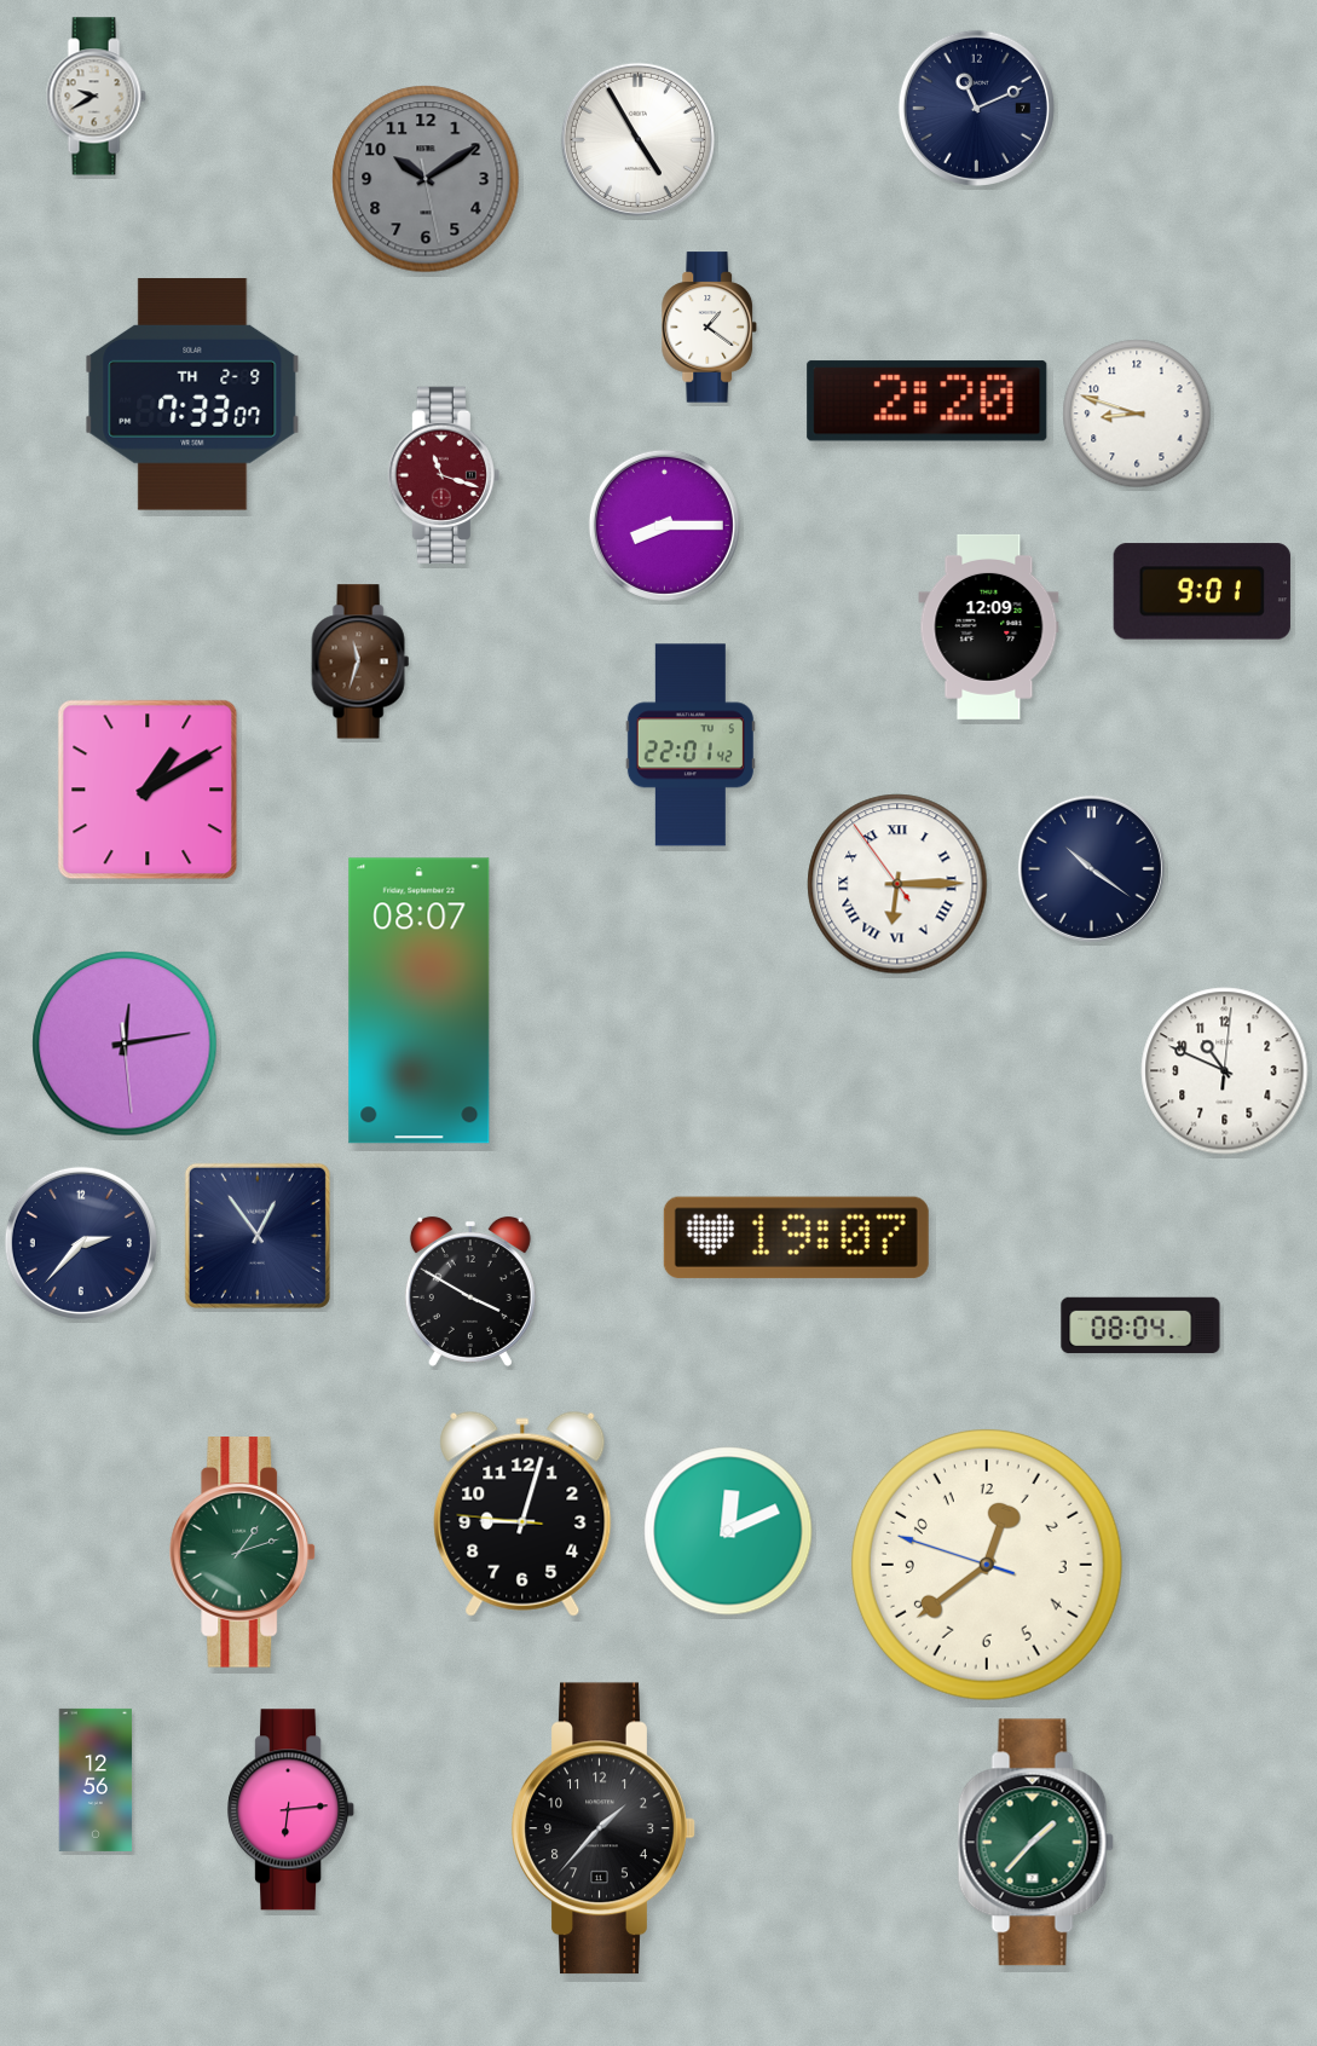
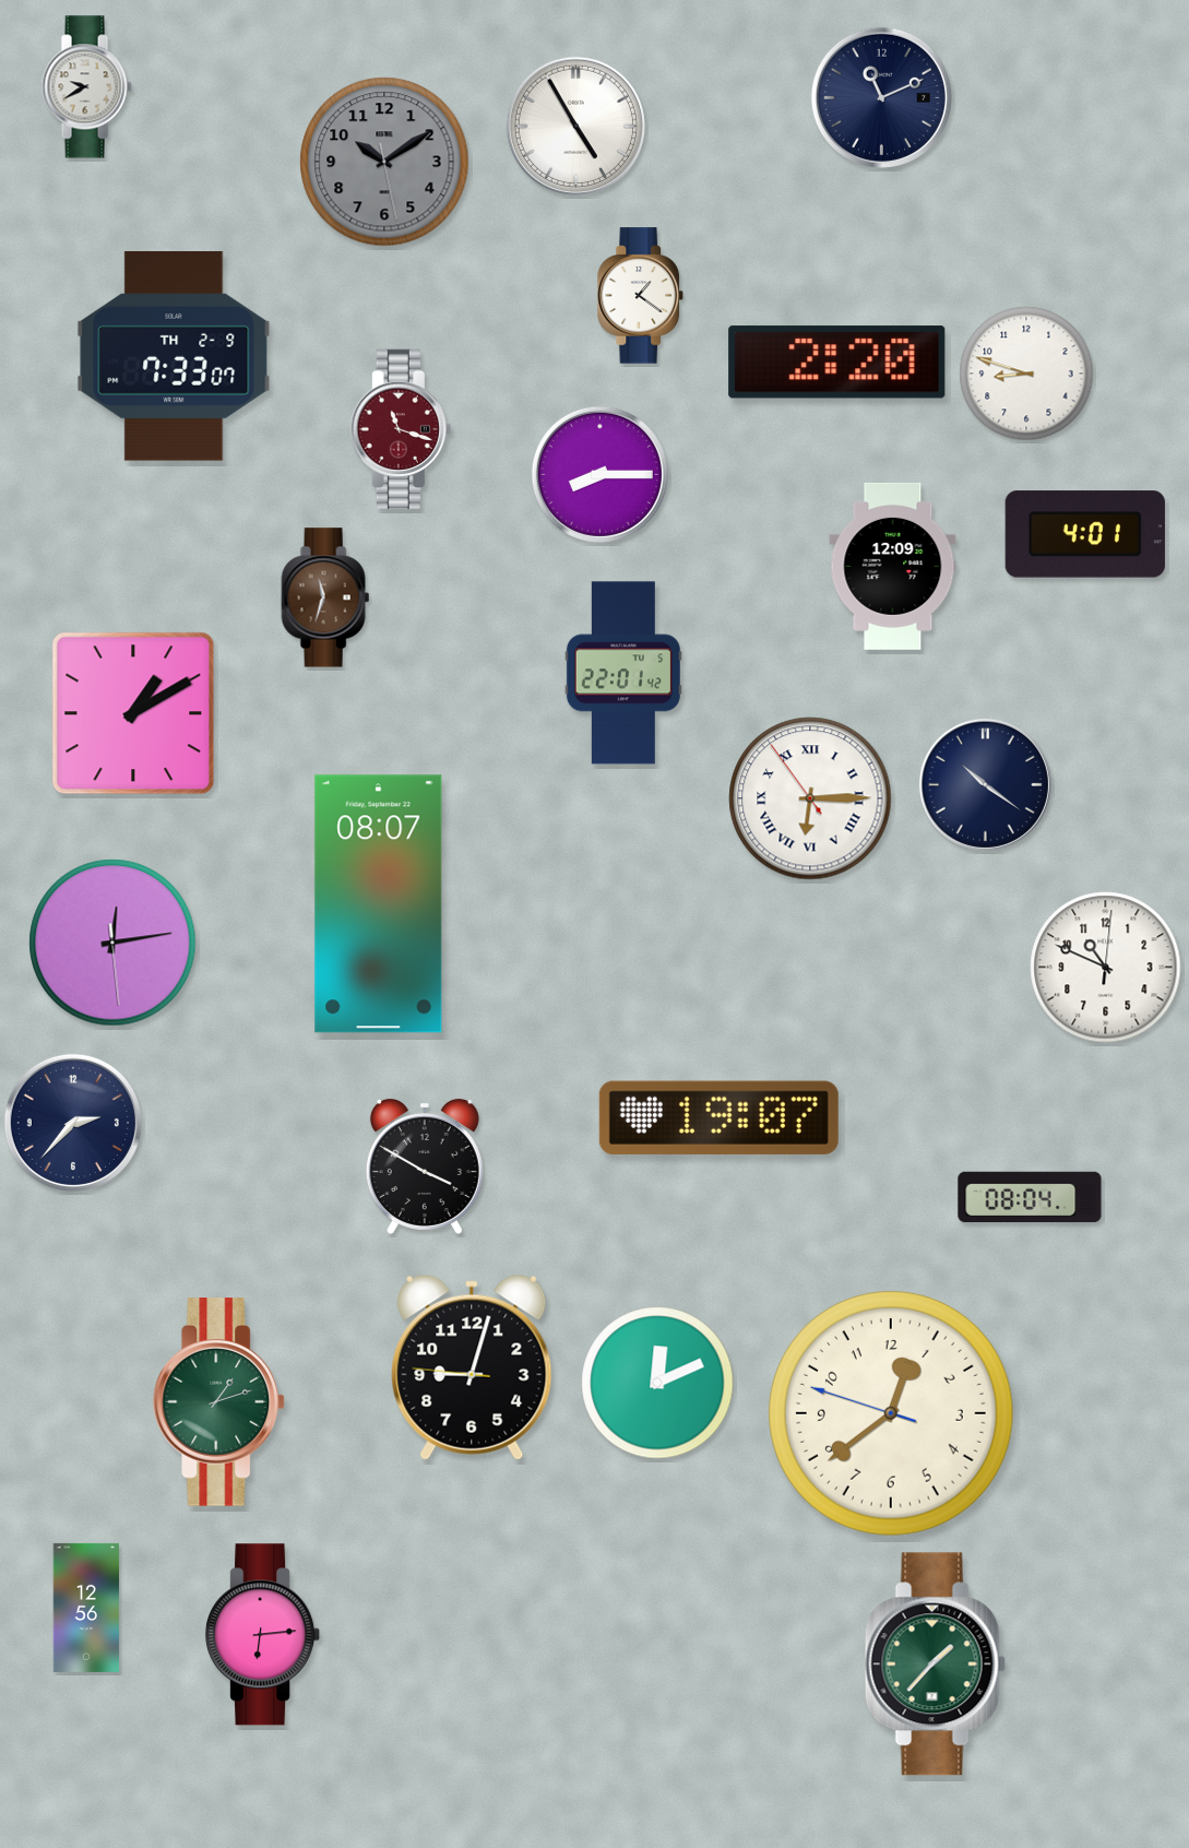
clock at (1202, 591): 9:01 -> 4:01
clock at (258, 1236): 12:54 -> none
clock at (603, 1828): 1:37 -> none
